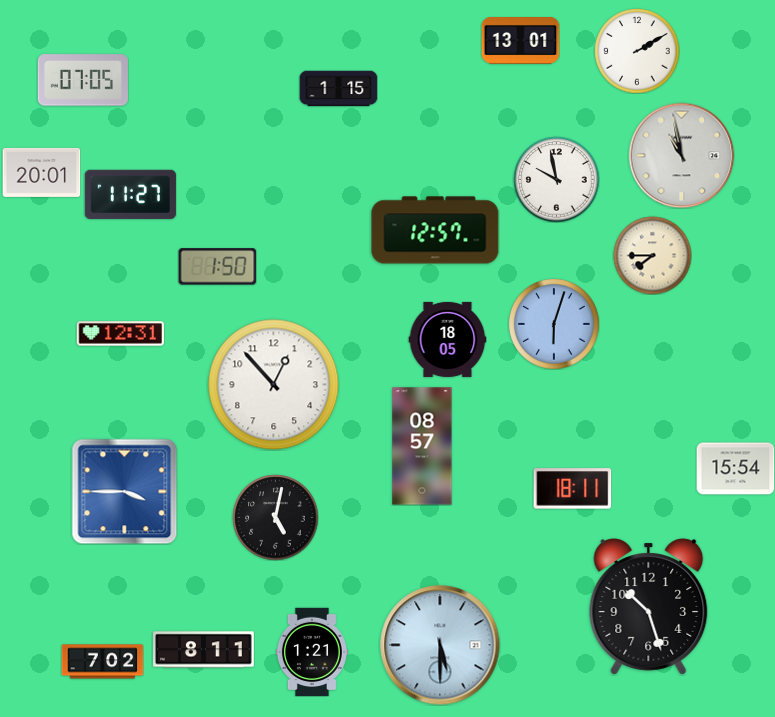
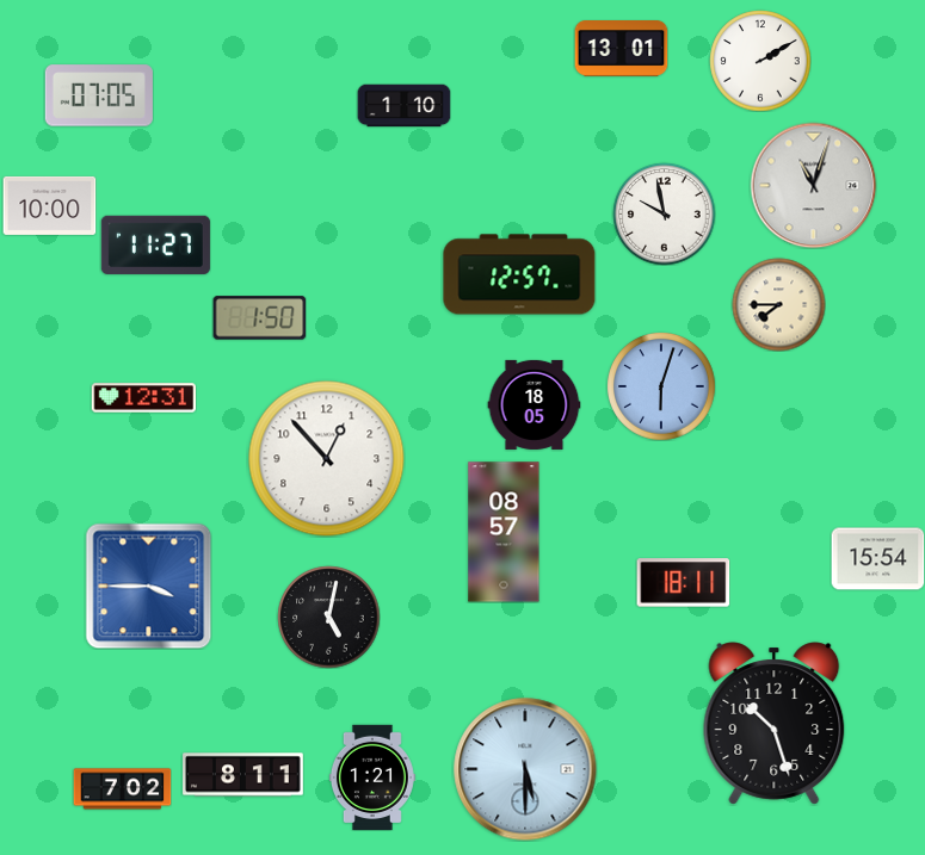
clock at (338, 89): 1:15 -> 1:10
clock at (681, 155): 10:58 -> 11:03
clock at (41, 172): 20:01 -> 10:00
clock at (130, 194) position: (130, 194) -> (155, 244)
